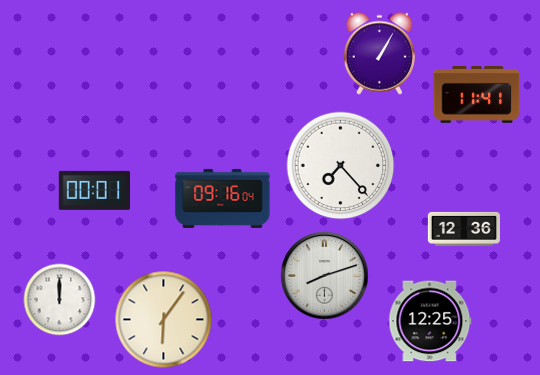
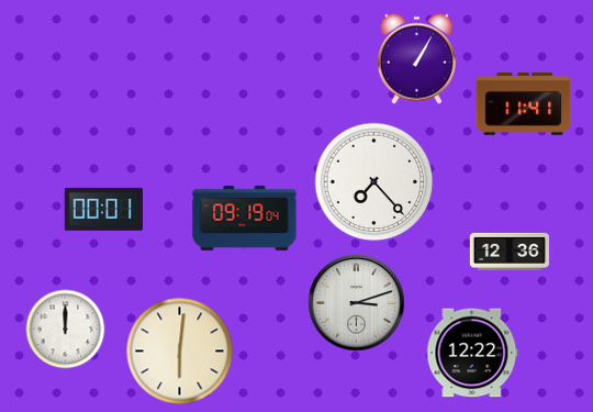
clock at (223, 198): 09:16 -> 09:19
clock at (325, 276): 8:12 -> 3:12
clock at (164, 320): 6:06 -> 6:01
clock at (430, 321): 12:25 -> 12:22
